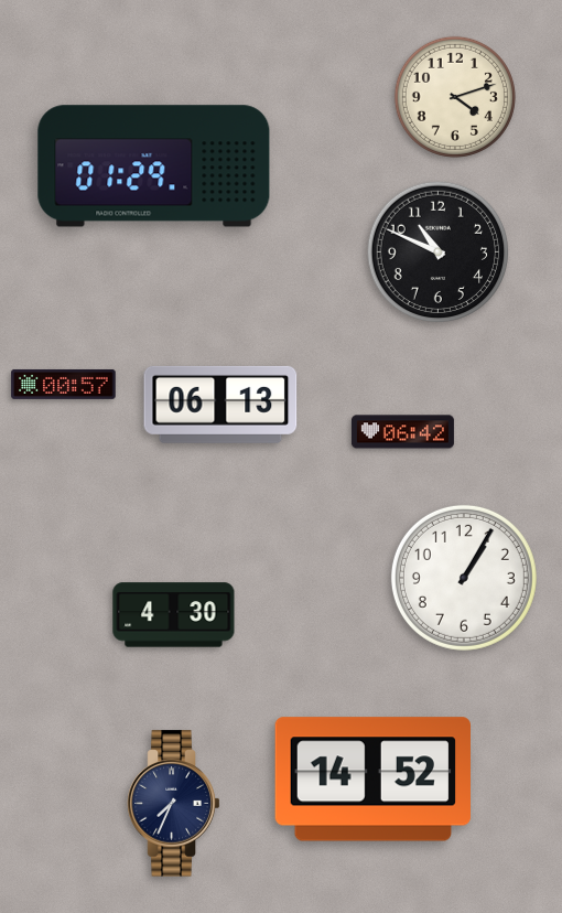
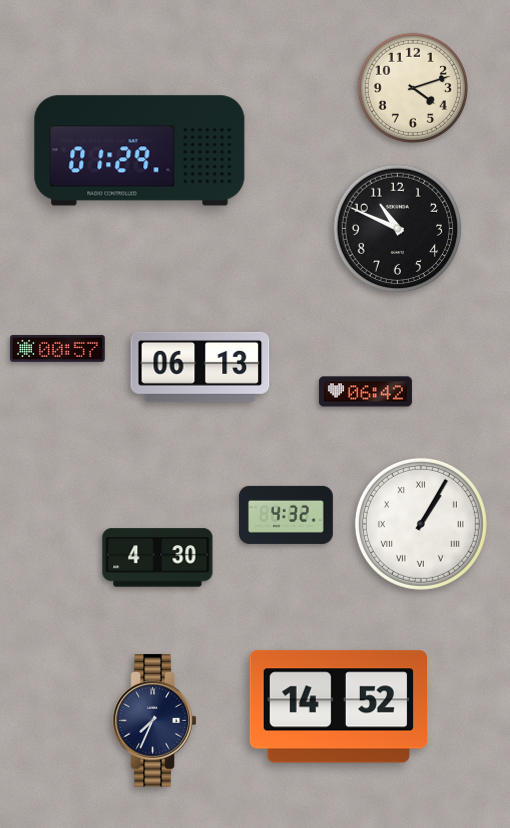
clock at (286, 515): none -> 4:32
clock at (464, 578) numerals: Arabic -> Roman
clock at (174, 804) position: (174, 804) -> (155, 721)
